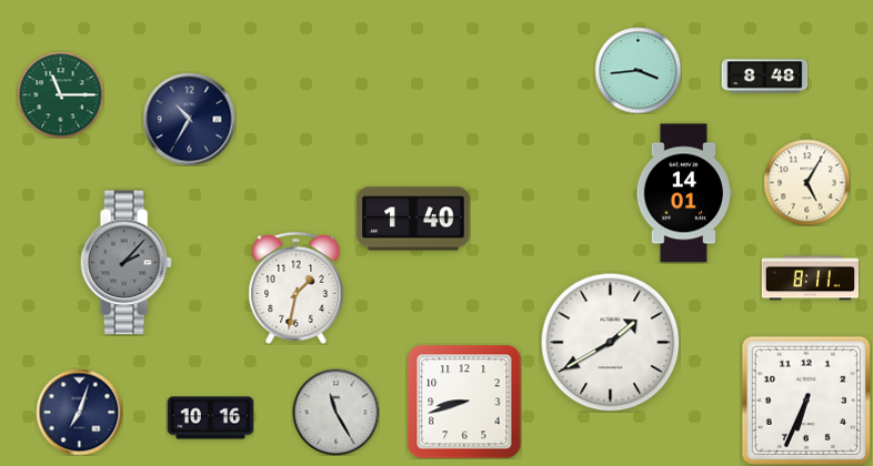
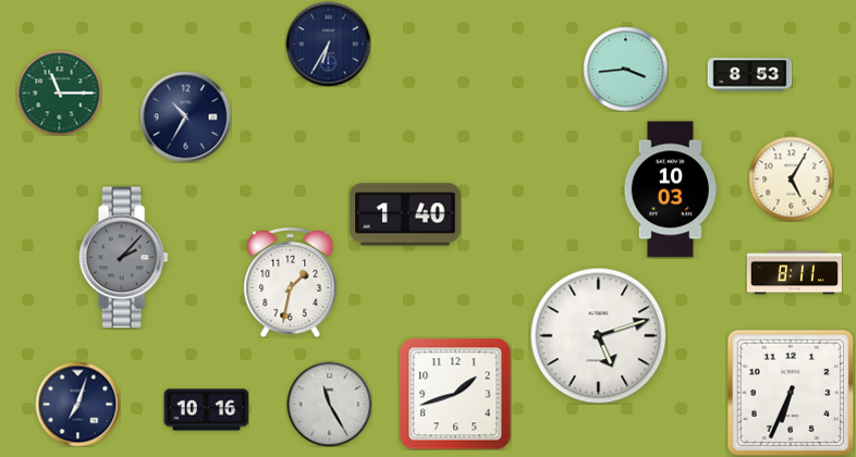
clock at (328, 44): none -> 6:35
clock at (764, 77): 8:48 -> 8:53
clock at (684, 193): 14:01 -> 10:03
clock at (610, 342): 1:40 -> 5:12
clock at (464, 402): 8:42 -> 1:42
